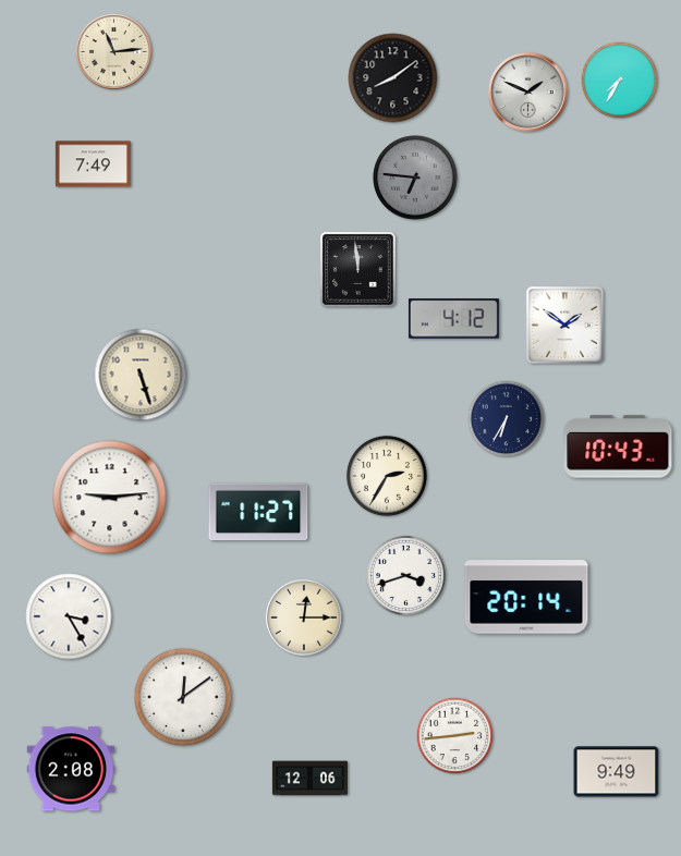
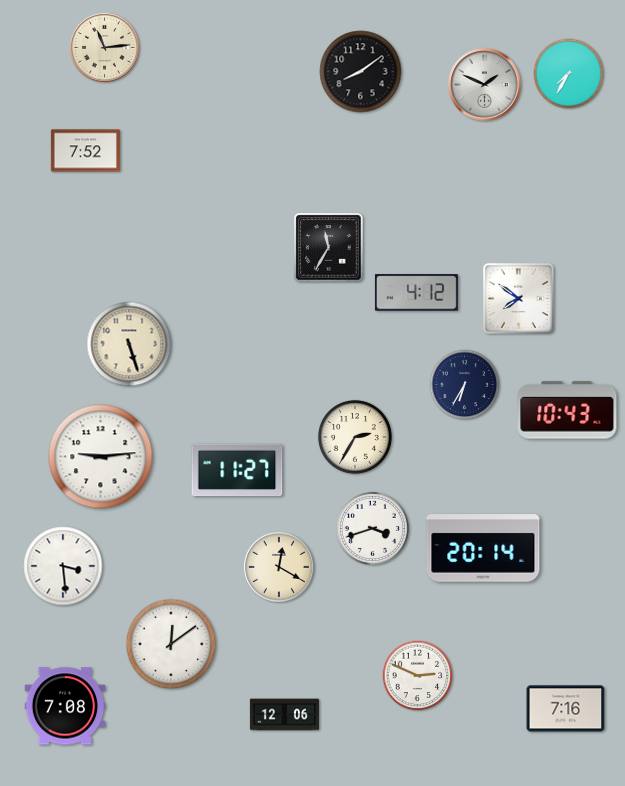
clock at (93, 164): 7:49 -> 7:52
clock at (415, 178): 6:46 -> none
clock at (358, 270): 11:59 -> 11:35
clock at (564, 325): 1:51 -> 7:51
clock at (69, 616): 3:25 -> 3:29
clock at (305, 619): 12:15 -> 12:20
clock at (183, 697) position: (183, 697) -> (171, 644)
clock at (455, 736): 2:44 -> 2:49
clock at (71, 769): 2:08 -> 7:08
clock at (617, 772): 9:49 -> 7:16
